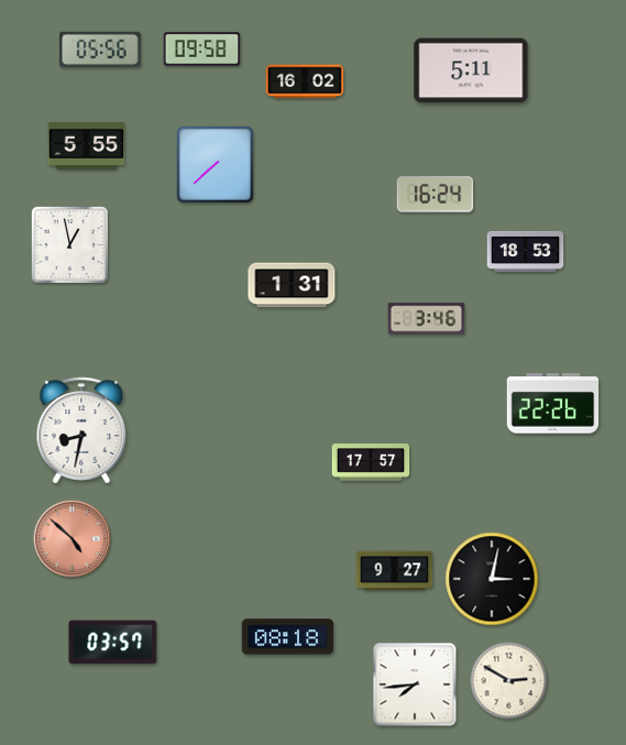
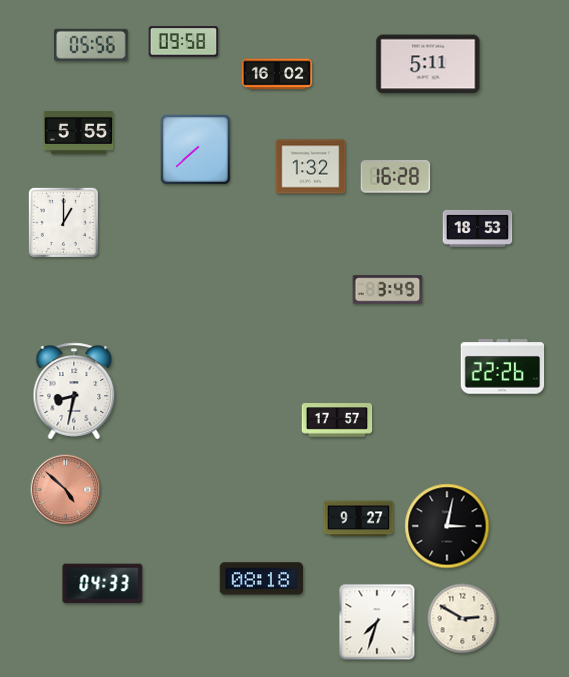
clock at (202, 50) position: (202, 50) -> (184, 42)
clock at (311, 167): none -> 1:32
clock at (436, 195): 16:24 -> 16:28
clock at (69, 244): 12:58 -> 1:00
clock at (292, 285): 1:31 -> none
clock at (427, 319): 3:46 -> 3:49
clock at (113, 643): 03:57 -> 04:33
clock at (415, 684): 7:44 -> 7:33
